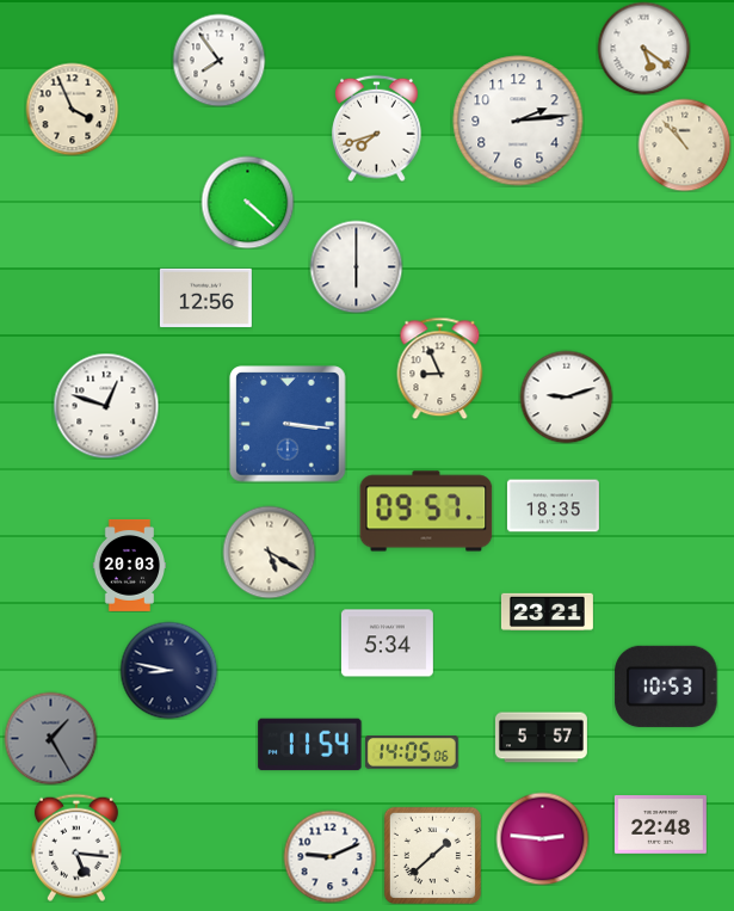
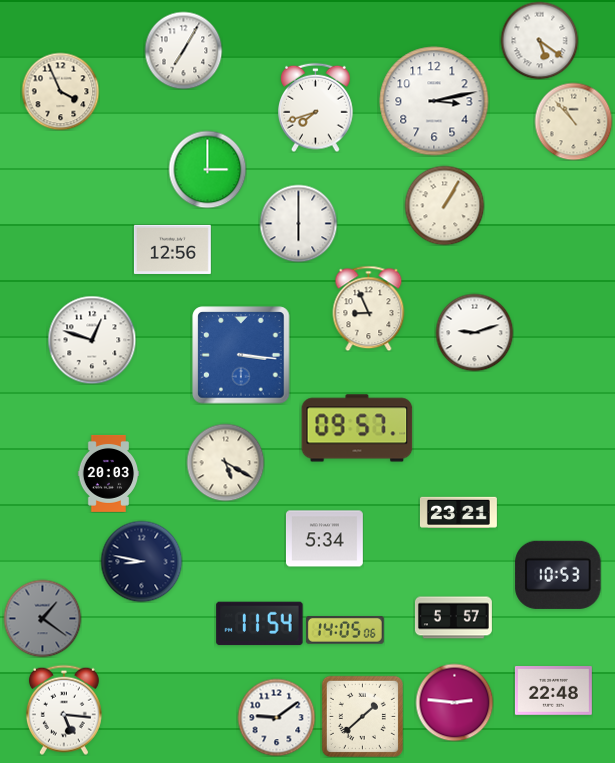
clock at (218, 60): 7:54 -> 7:05
clock at (518, 121): 2:14 -> 3:13
clock at (247, 202): 4:22 -> 3:00
clock at (444, 205): none -> 1:05
clock at (106, 406) position: (106, 406) -> (92, 340)
clock at (553, 506): 18:35 -> none
clock at (50, 738): 1:25 -> 1:21
clock at (329, 856): 9:11 -> 9:09
